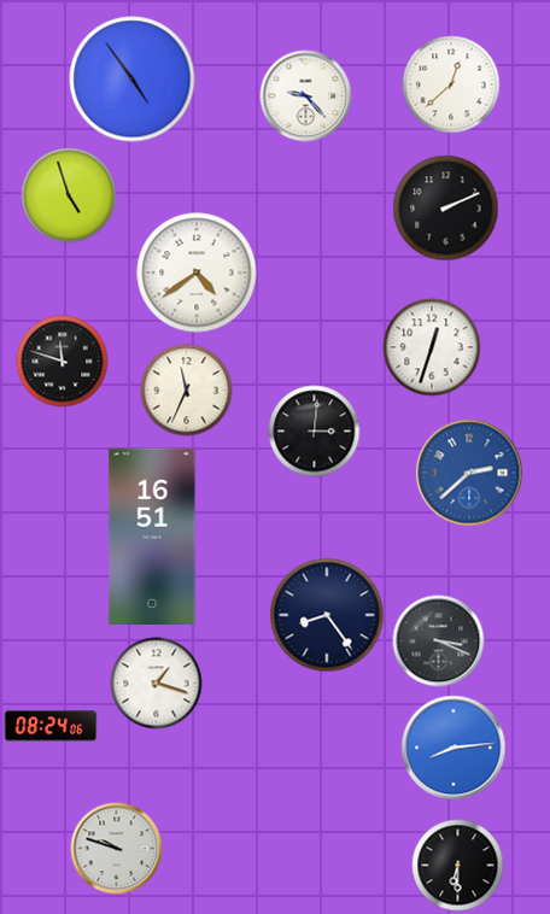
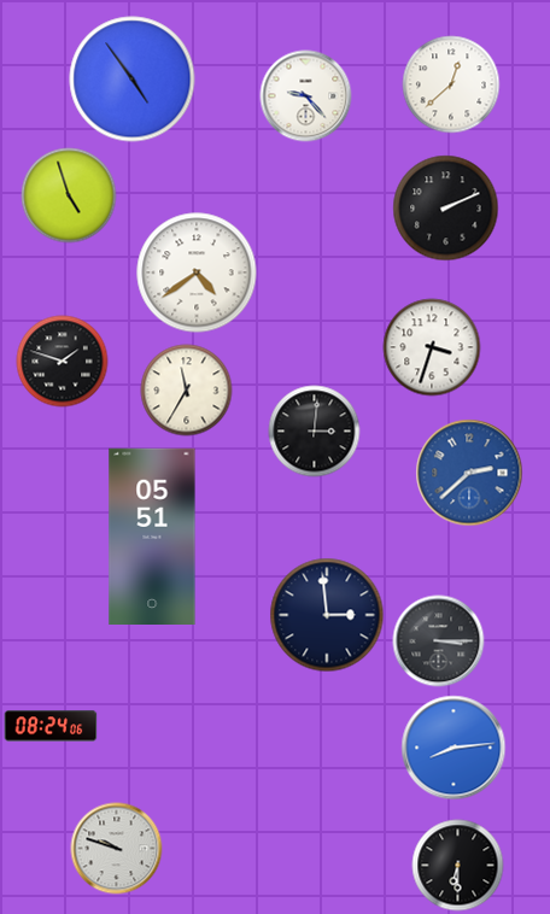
clock at (432, 347): 12:33 -> 3:33
clock at (63, 362): 11:48 -> 1:48
clock at (187, 391): 11:34 -> 11:35
clock at (152, 535): 16:51 -> 05:51
clock at (327, 615): 8:24 -> 2:59
clock at (439, 641): 3:19 -> 3:15
clock at (157, 684): 1:18 -> none
